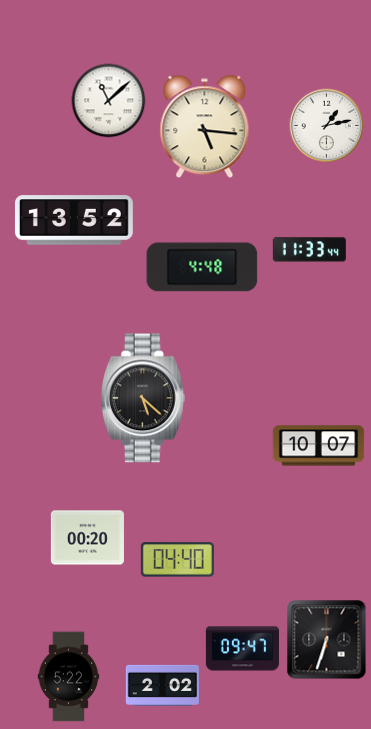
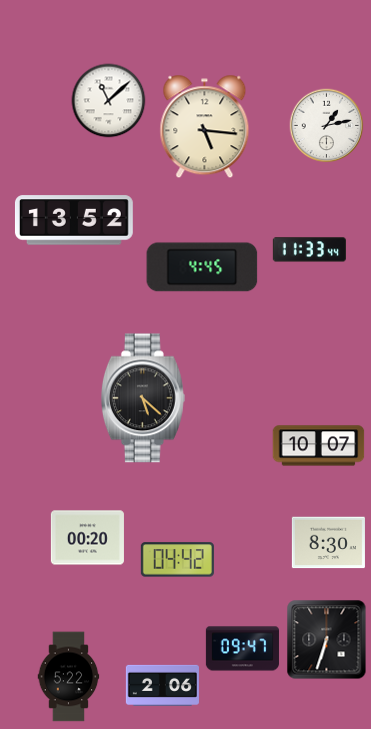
clock at (202, 267): 4:48 -> 4:45
clock at (328, 543): none -> 8:30
clock at (177, 560): 04:40 -> 04:42
clock at (162, 685): 2:02 -> 2:06
